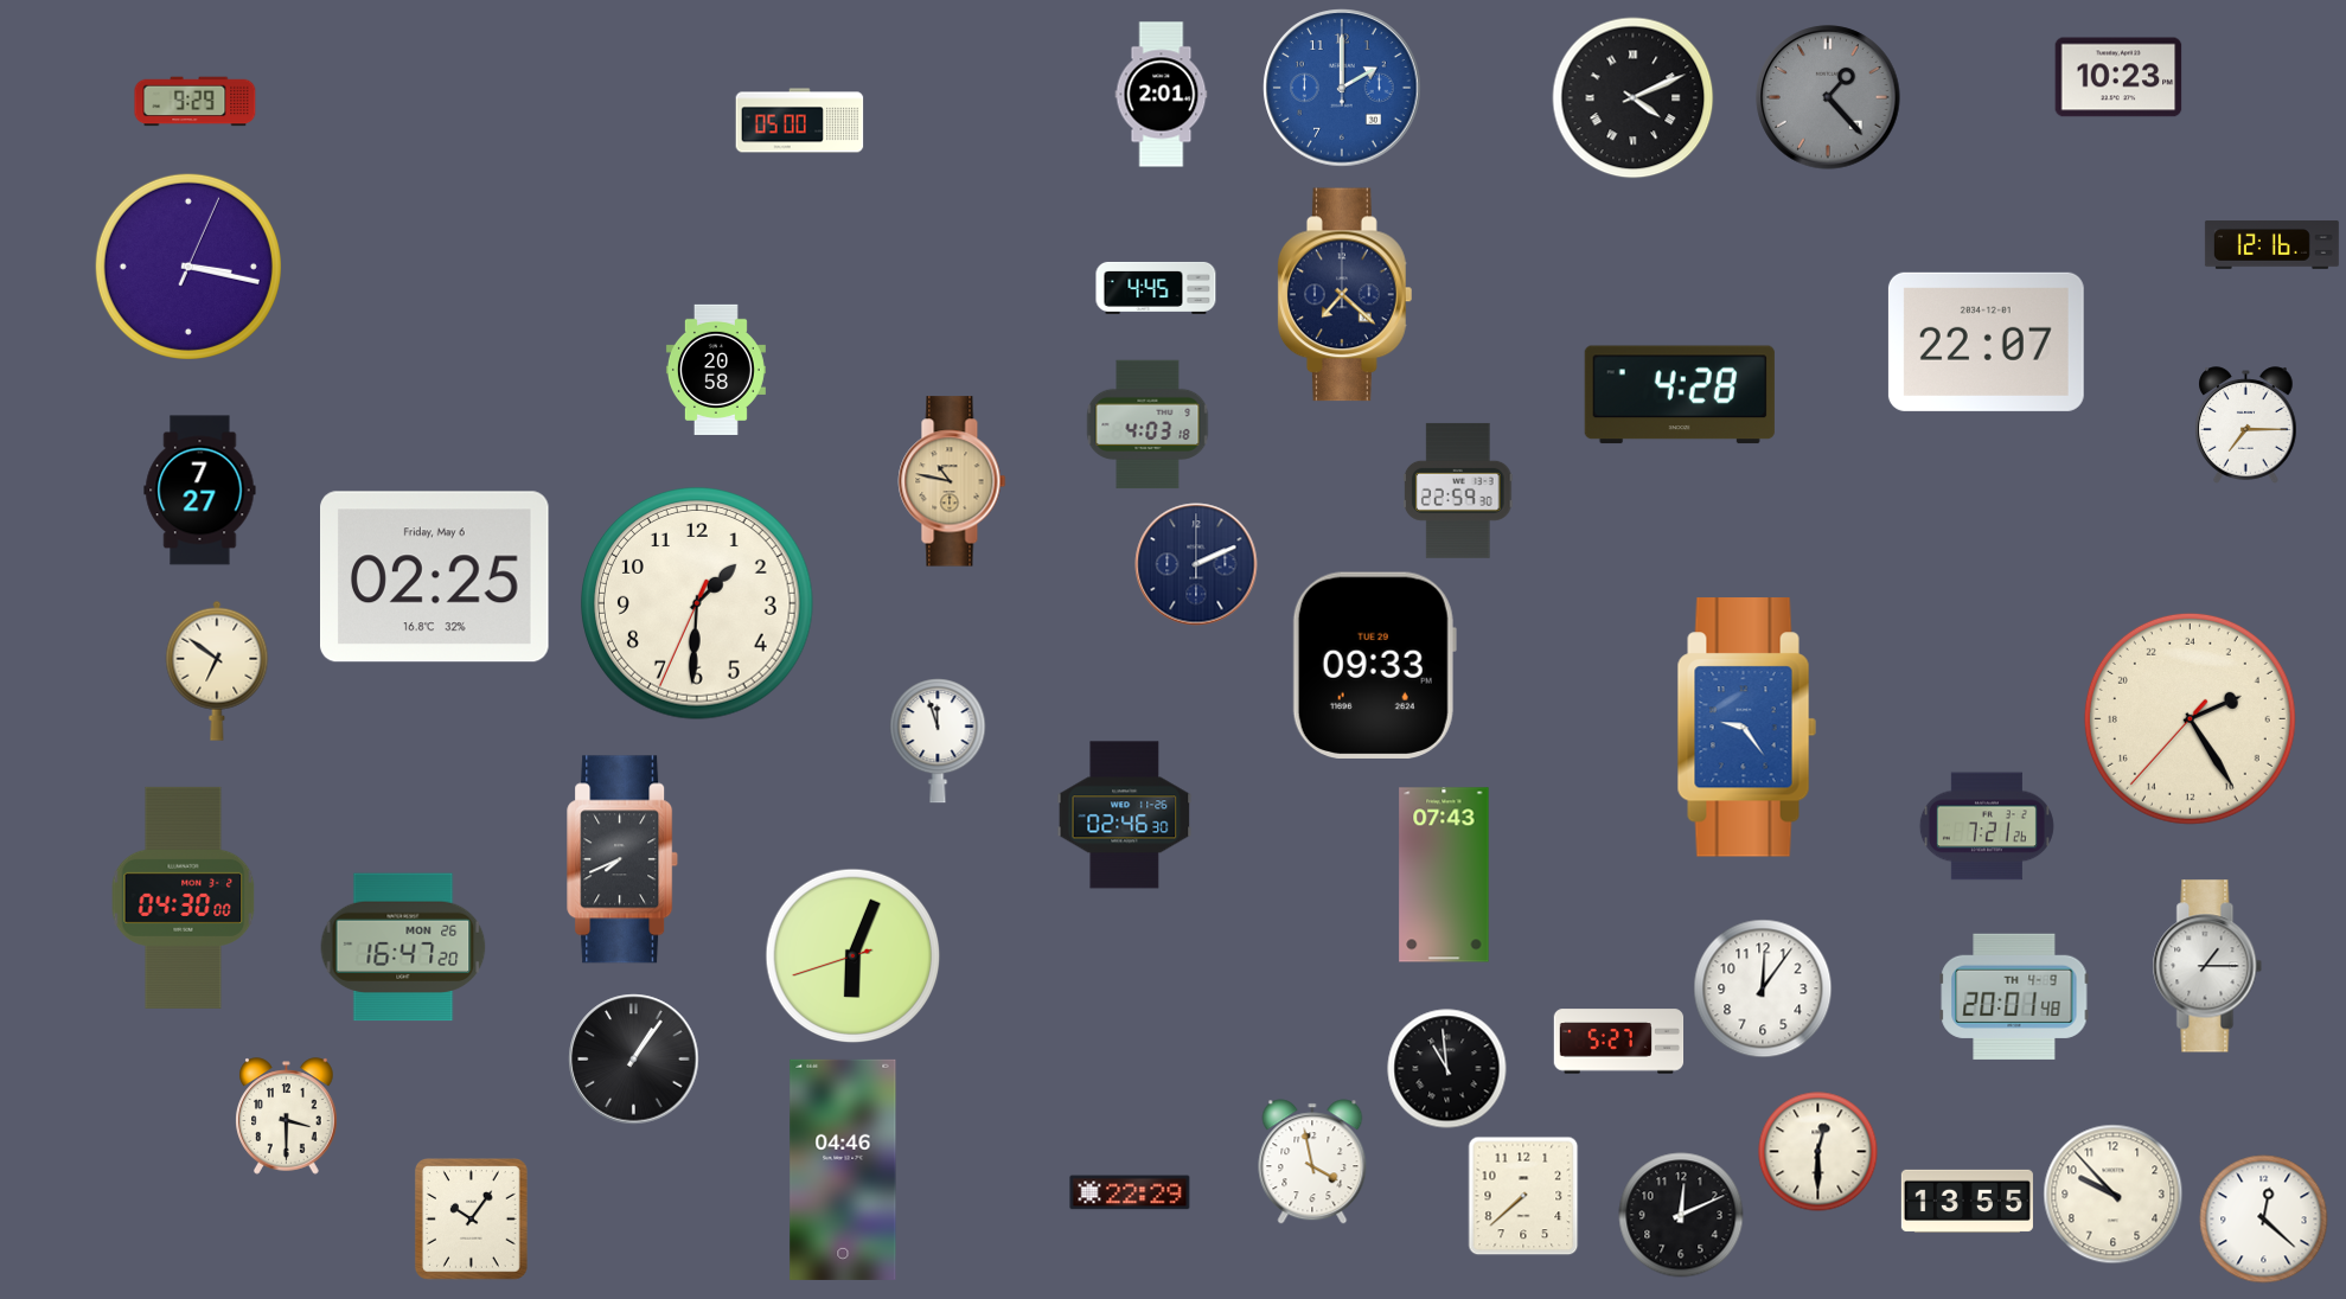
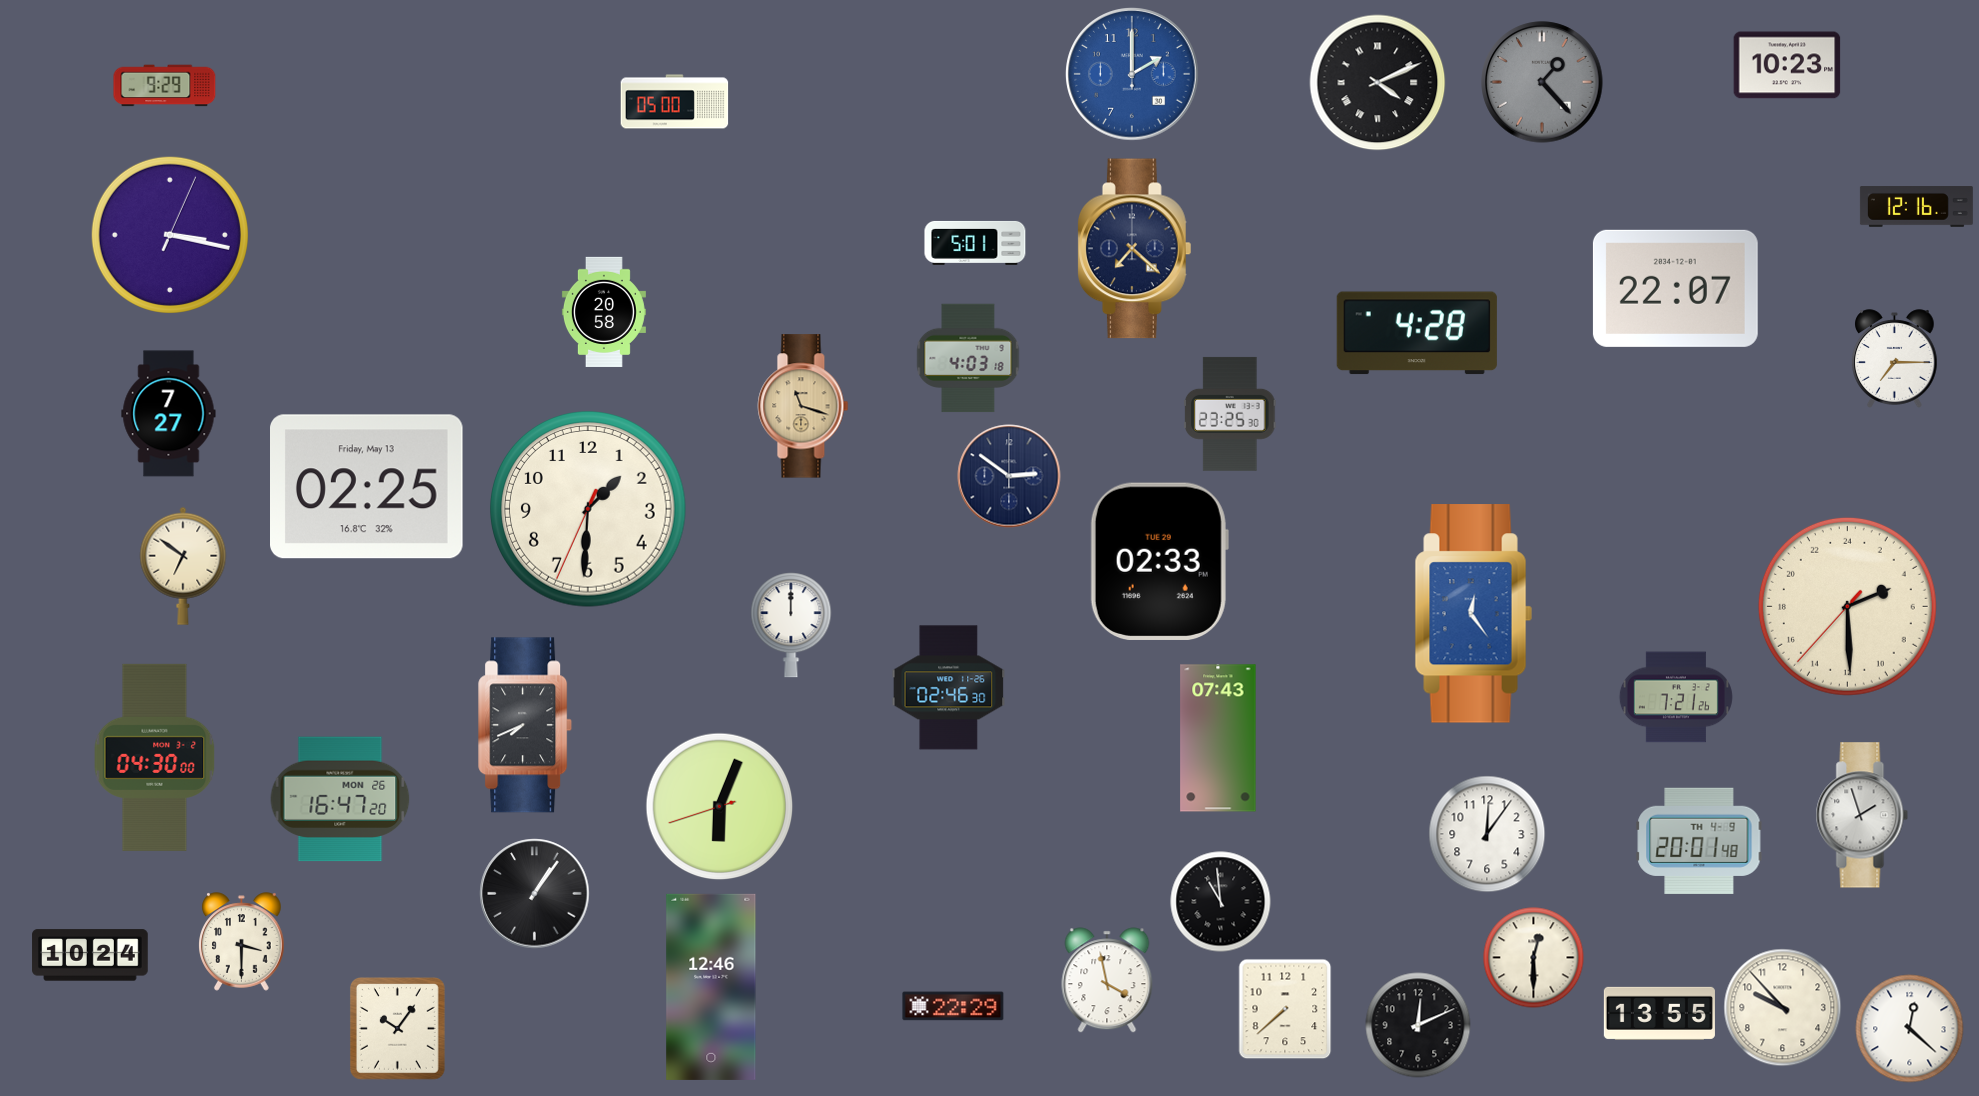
clock at (1162, 95): 2:01 -> none
clock at (188, 267) position: (188, 267) -> (170, 235)
clock at (1156, 288): 4:45 -> 5:01
clock at (952, 481): 10:47 -> 11:18
clock at (1459, 491): 22:59 -> 23:25
clock at (1196, 564): 2:11 -> 2:51
clock at (435, 577) date: Friday, May 6 -> Friday, May 13
clock at (1374, 665): 09:33 -> 02:33
clock at (2190, 718): 4:24 -> 4:29
clock at (1746, 728): 9:24 -> 12:24
clock at (938, 741): 11:57 -> 12:00
clock at (2207, 966): 1:15 -> 1:57
clock at (1619, 1042): 5:27 -> none
clock at (90, 955): none -> 10:24
clock at (1818, 1152) position: (1818, 1152) -> (1534, 958)
clock at (843, 1170): 04:46 -> 12:46
